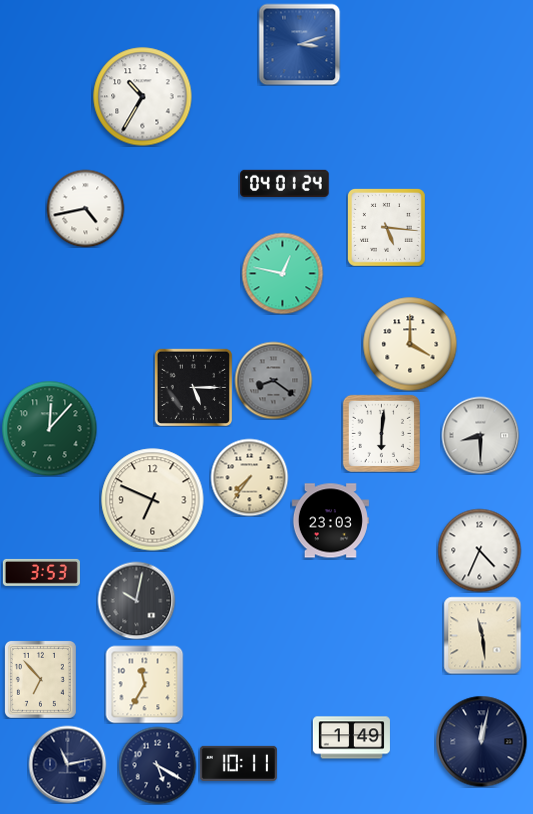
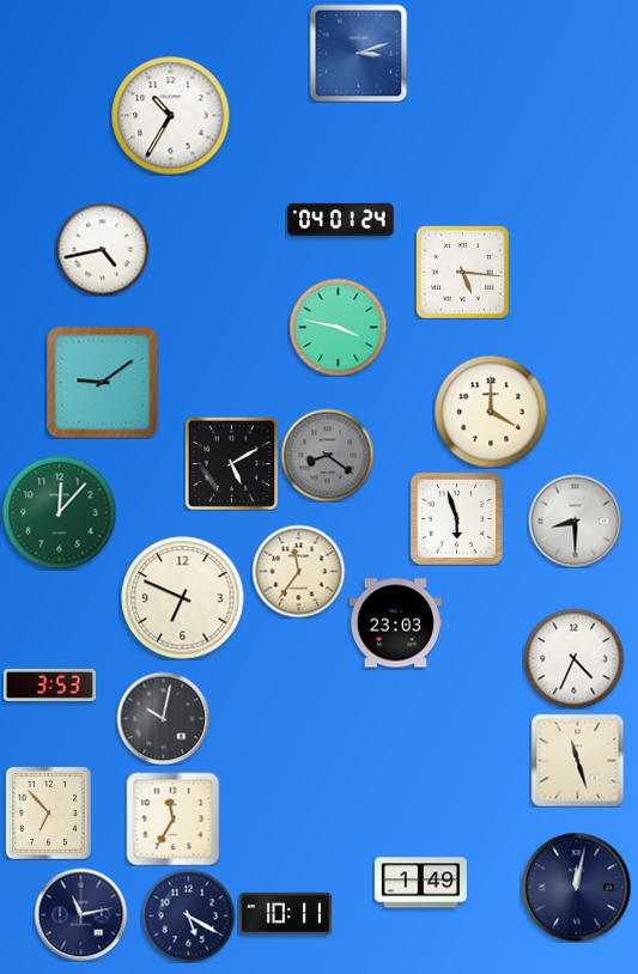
clock at (282, 273): 12:47 -> 3:47
clock at (102, 382): none -> 9:09
clock at (193, 387): 5:15 -> 5:10
clock at (381, 433): 6:01 -> 5:57
clock at (249, 477): 7:36 -> 11:36
clock at (482, 635): 11:29 -> 11:27
